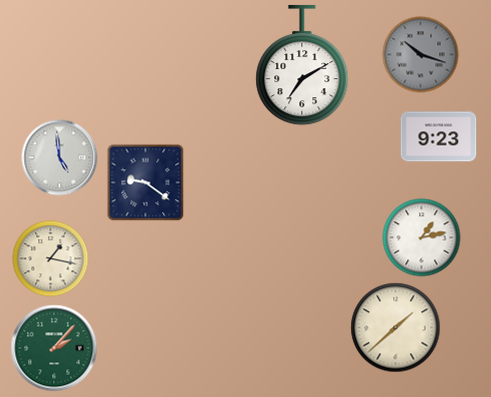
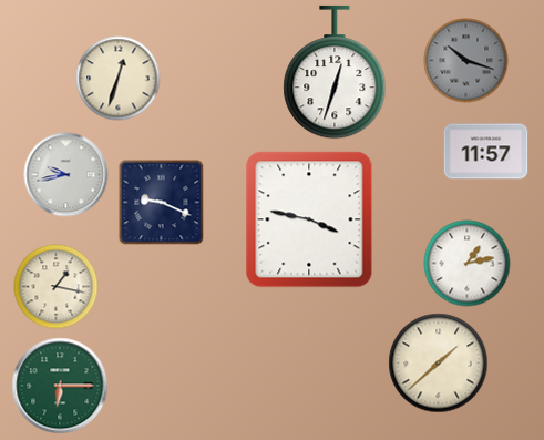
clock at (302, 65): 7:10 -> 12:33
clock at (119, 79): none -> 12:33
clock at (439, 137): 9:23 -> 11:57
clock at (60, 158): 4:59 -> 9:43
clock at (146, 183): 9:21 -> 9:19
clock at (309, 219): none -> 3:47
clock at (54, 348): 2:07 -> 6:15
